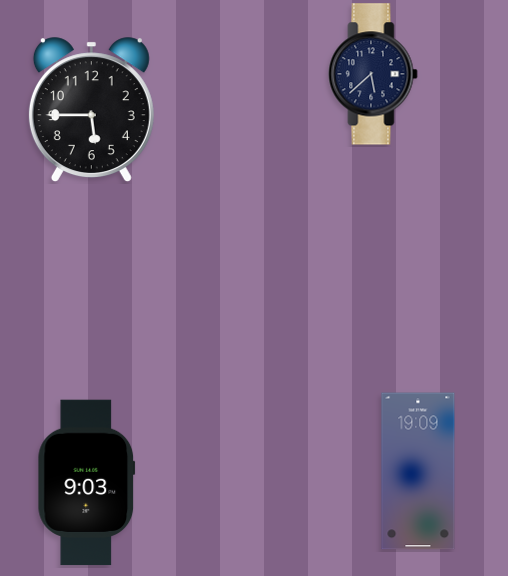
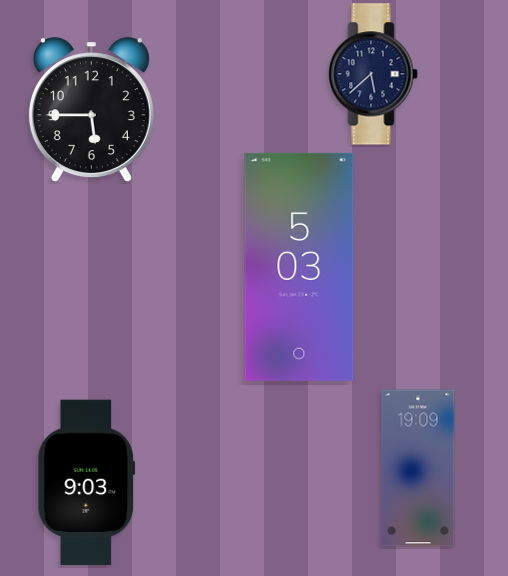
clock at (299, 267): none -> 5:03
clock at (418, 471) position: (418, 471) -> (418, 468)
